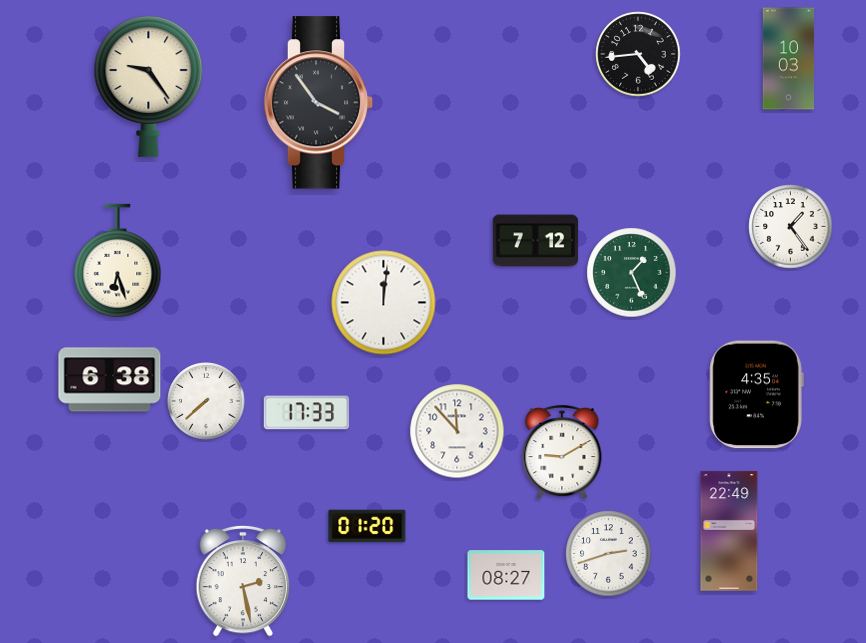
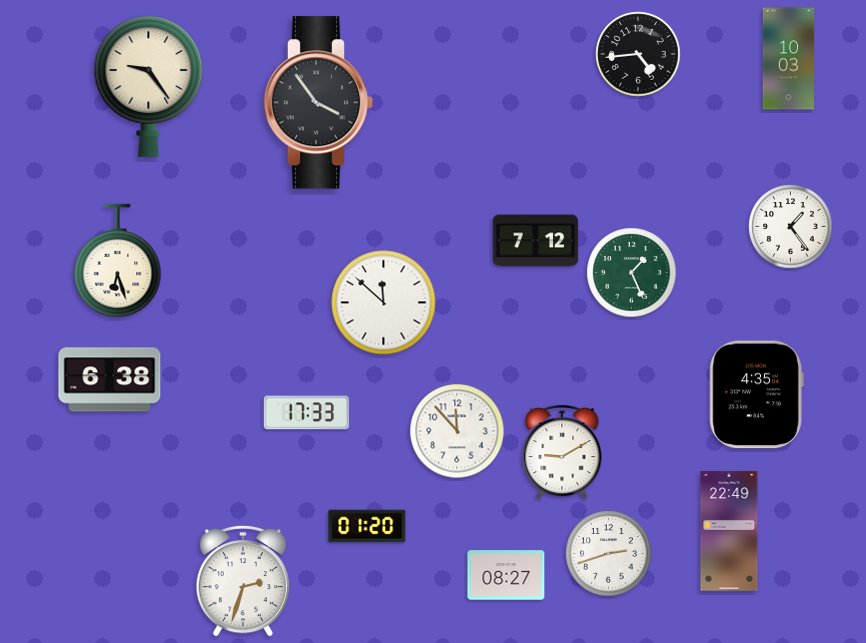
clock at (384, 303): 12:01 -> 11:52
clock at (206, 401): 7:38 -> none
clock at (243, 581): 2:28 -> 2:33
